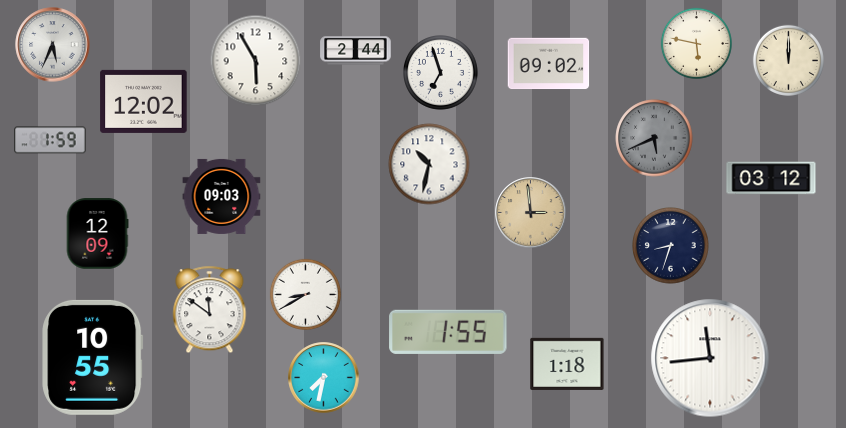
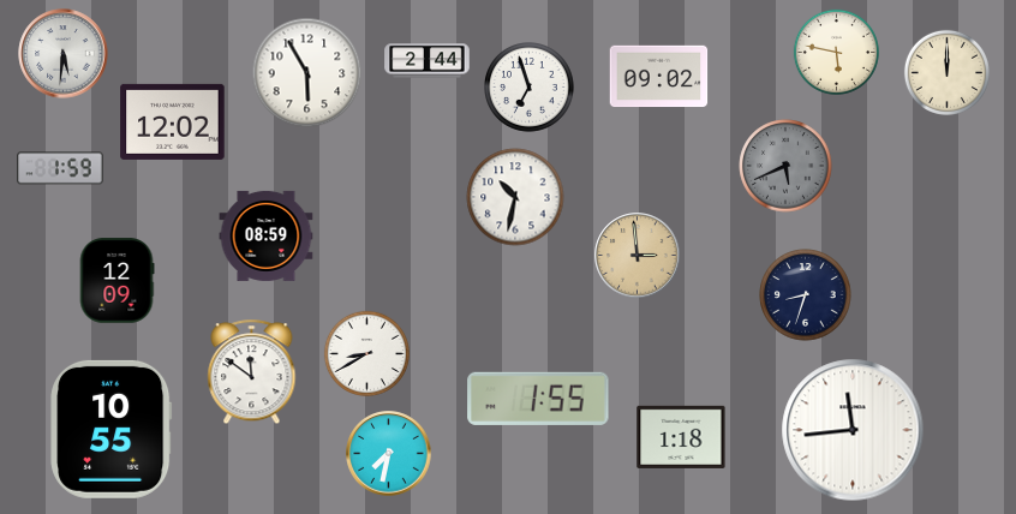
clock at (53, 45): 5:34 -> 5:31
clock at (771, 178): 03:12 -> none
clock at (222, 196): 09:03 -> 08:59
